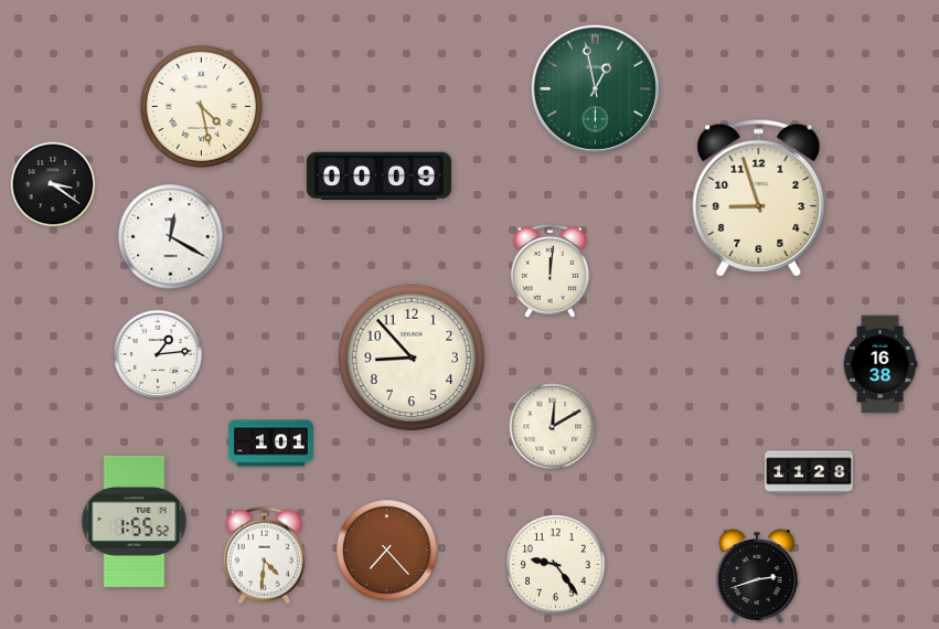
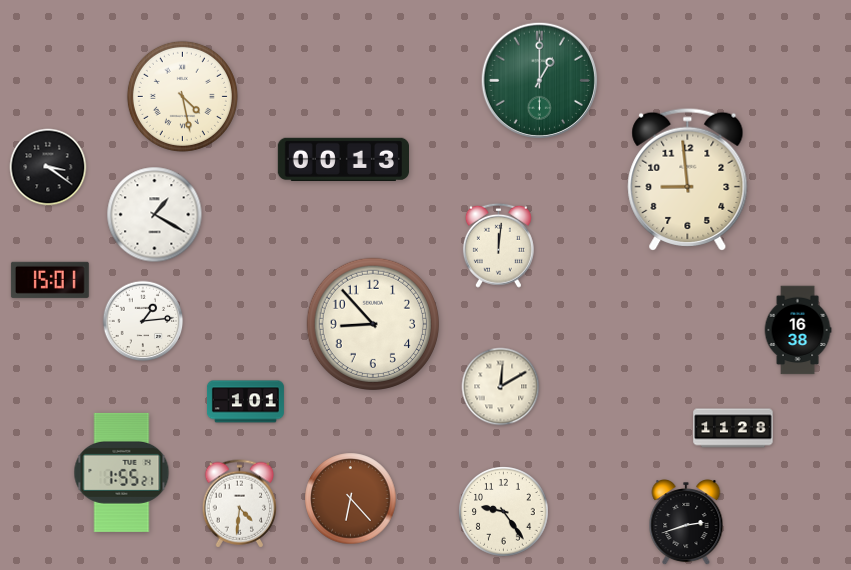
clock at (595, 88): 12:58 -> 1:00
clock at (378, 177): 00:09 -> 00:13
clock at (759, 198): 8:57 -> 8:59
clock at (171, 237): 12:20 -> 1:20
clock at (50, 280): none -> 15:01
clock at (135, 521): 1:55:52 -> 1:55:21
clock at (387, 551): 7:23 -> 6:23
